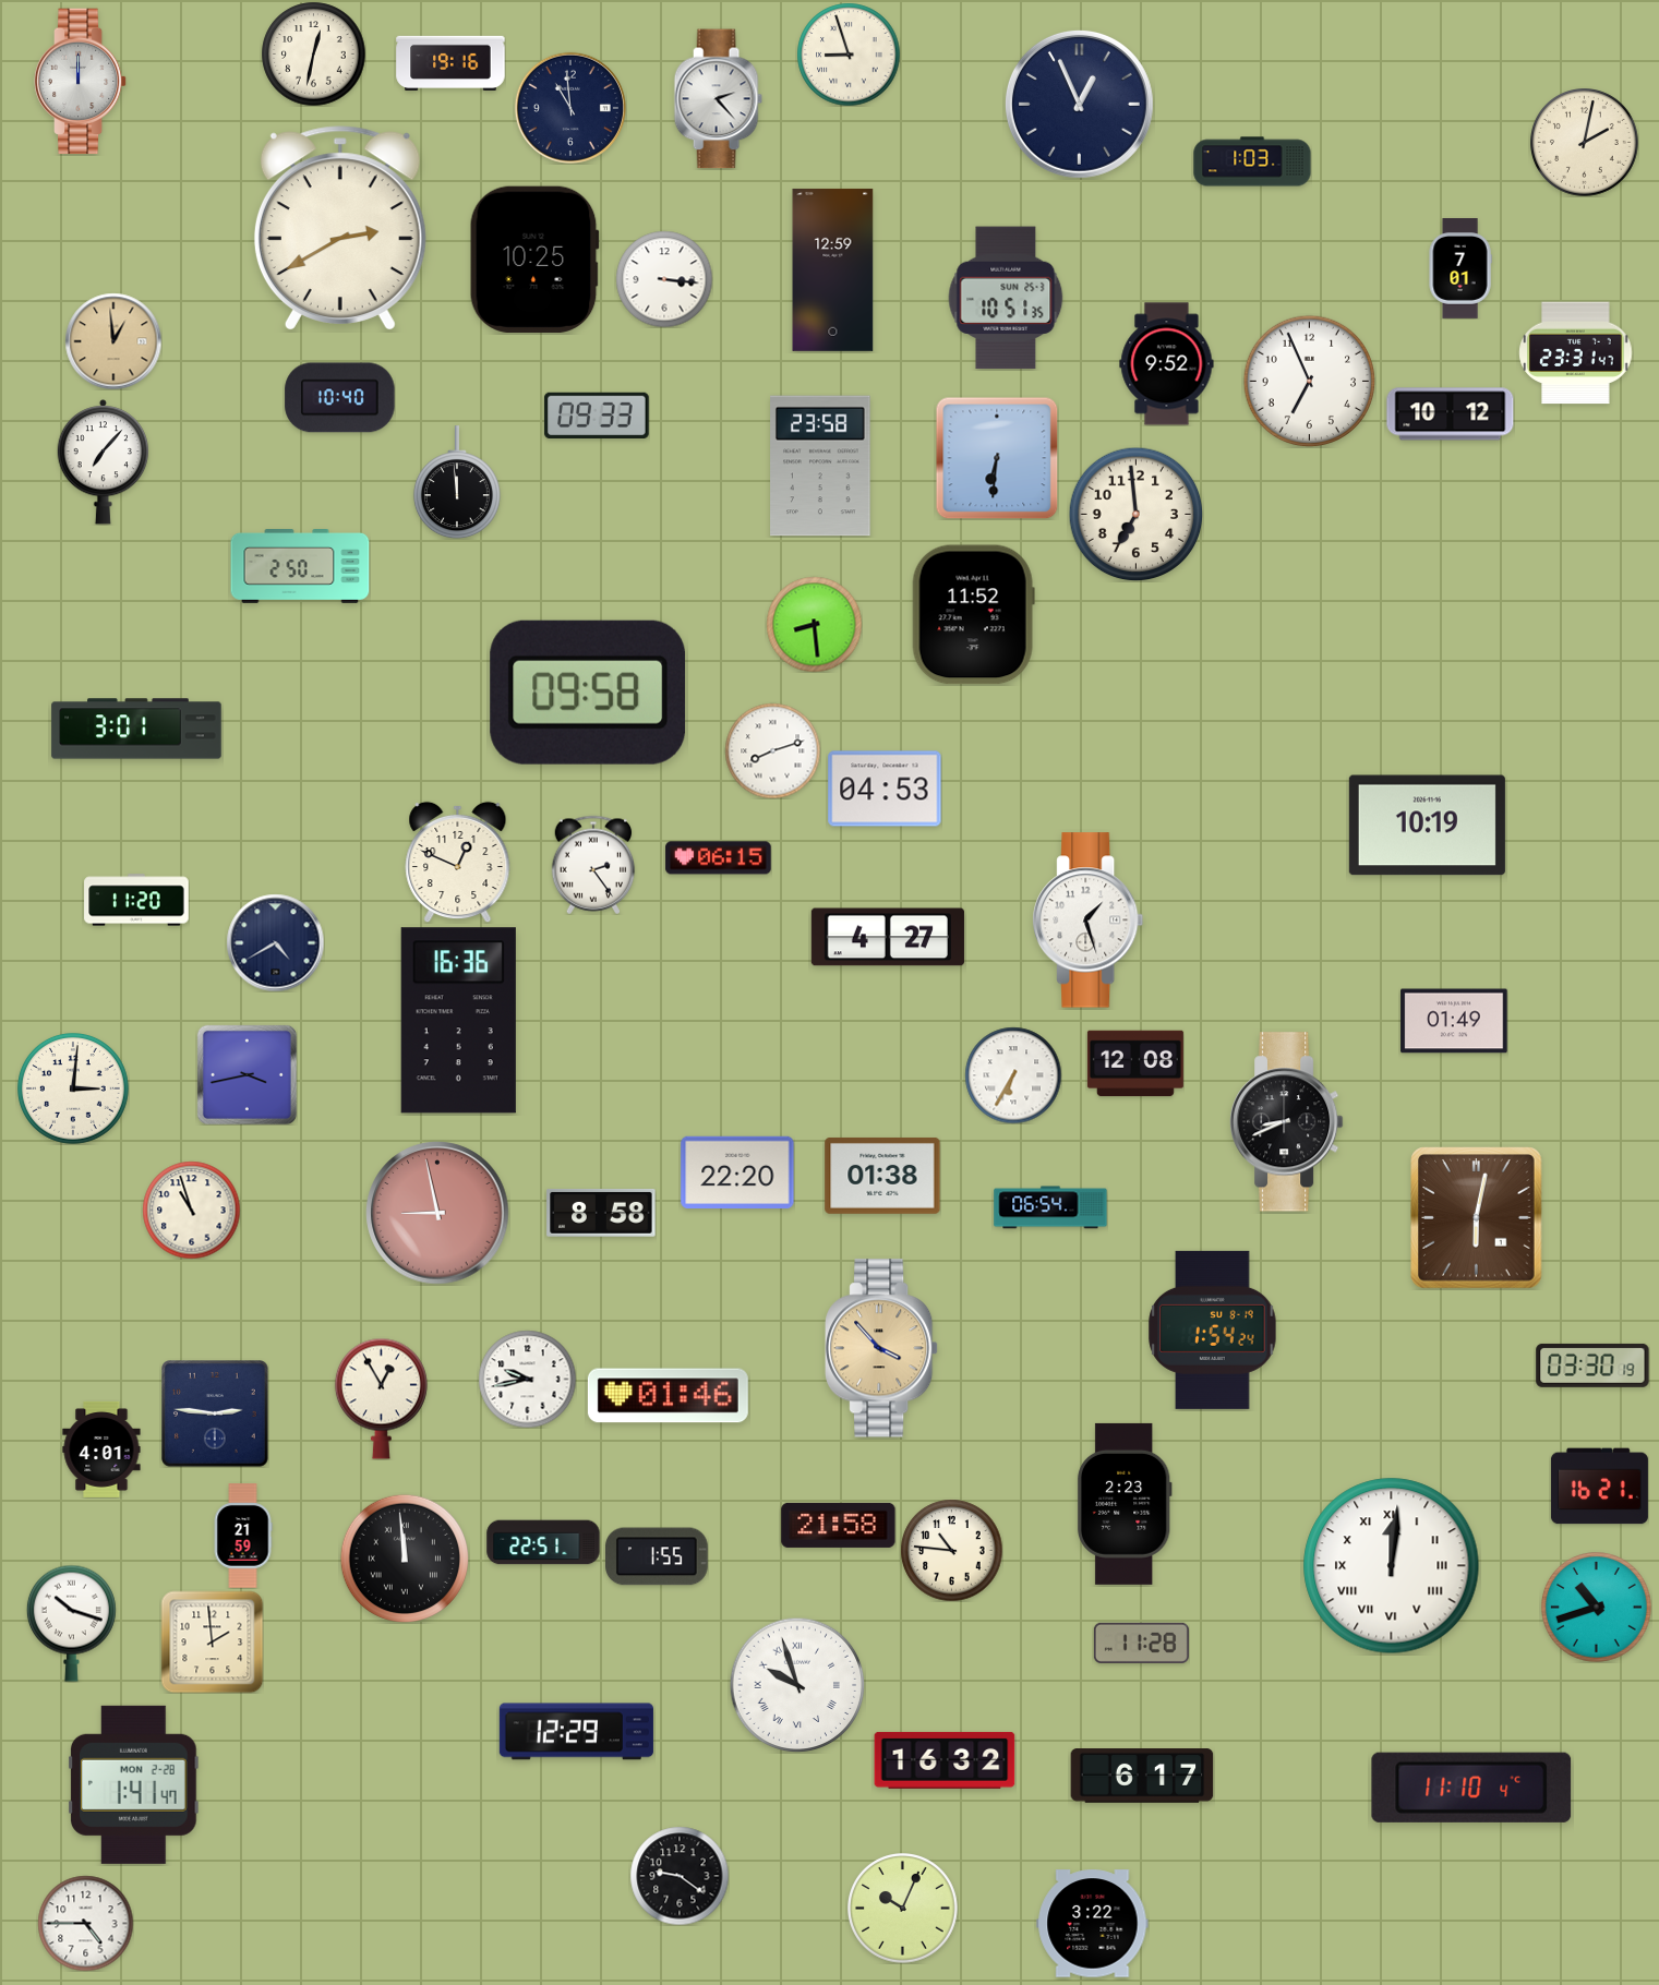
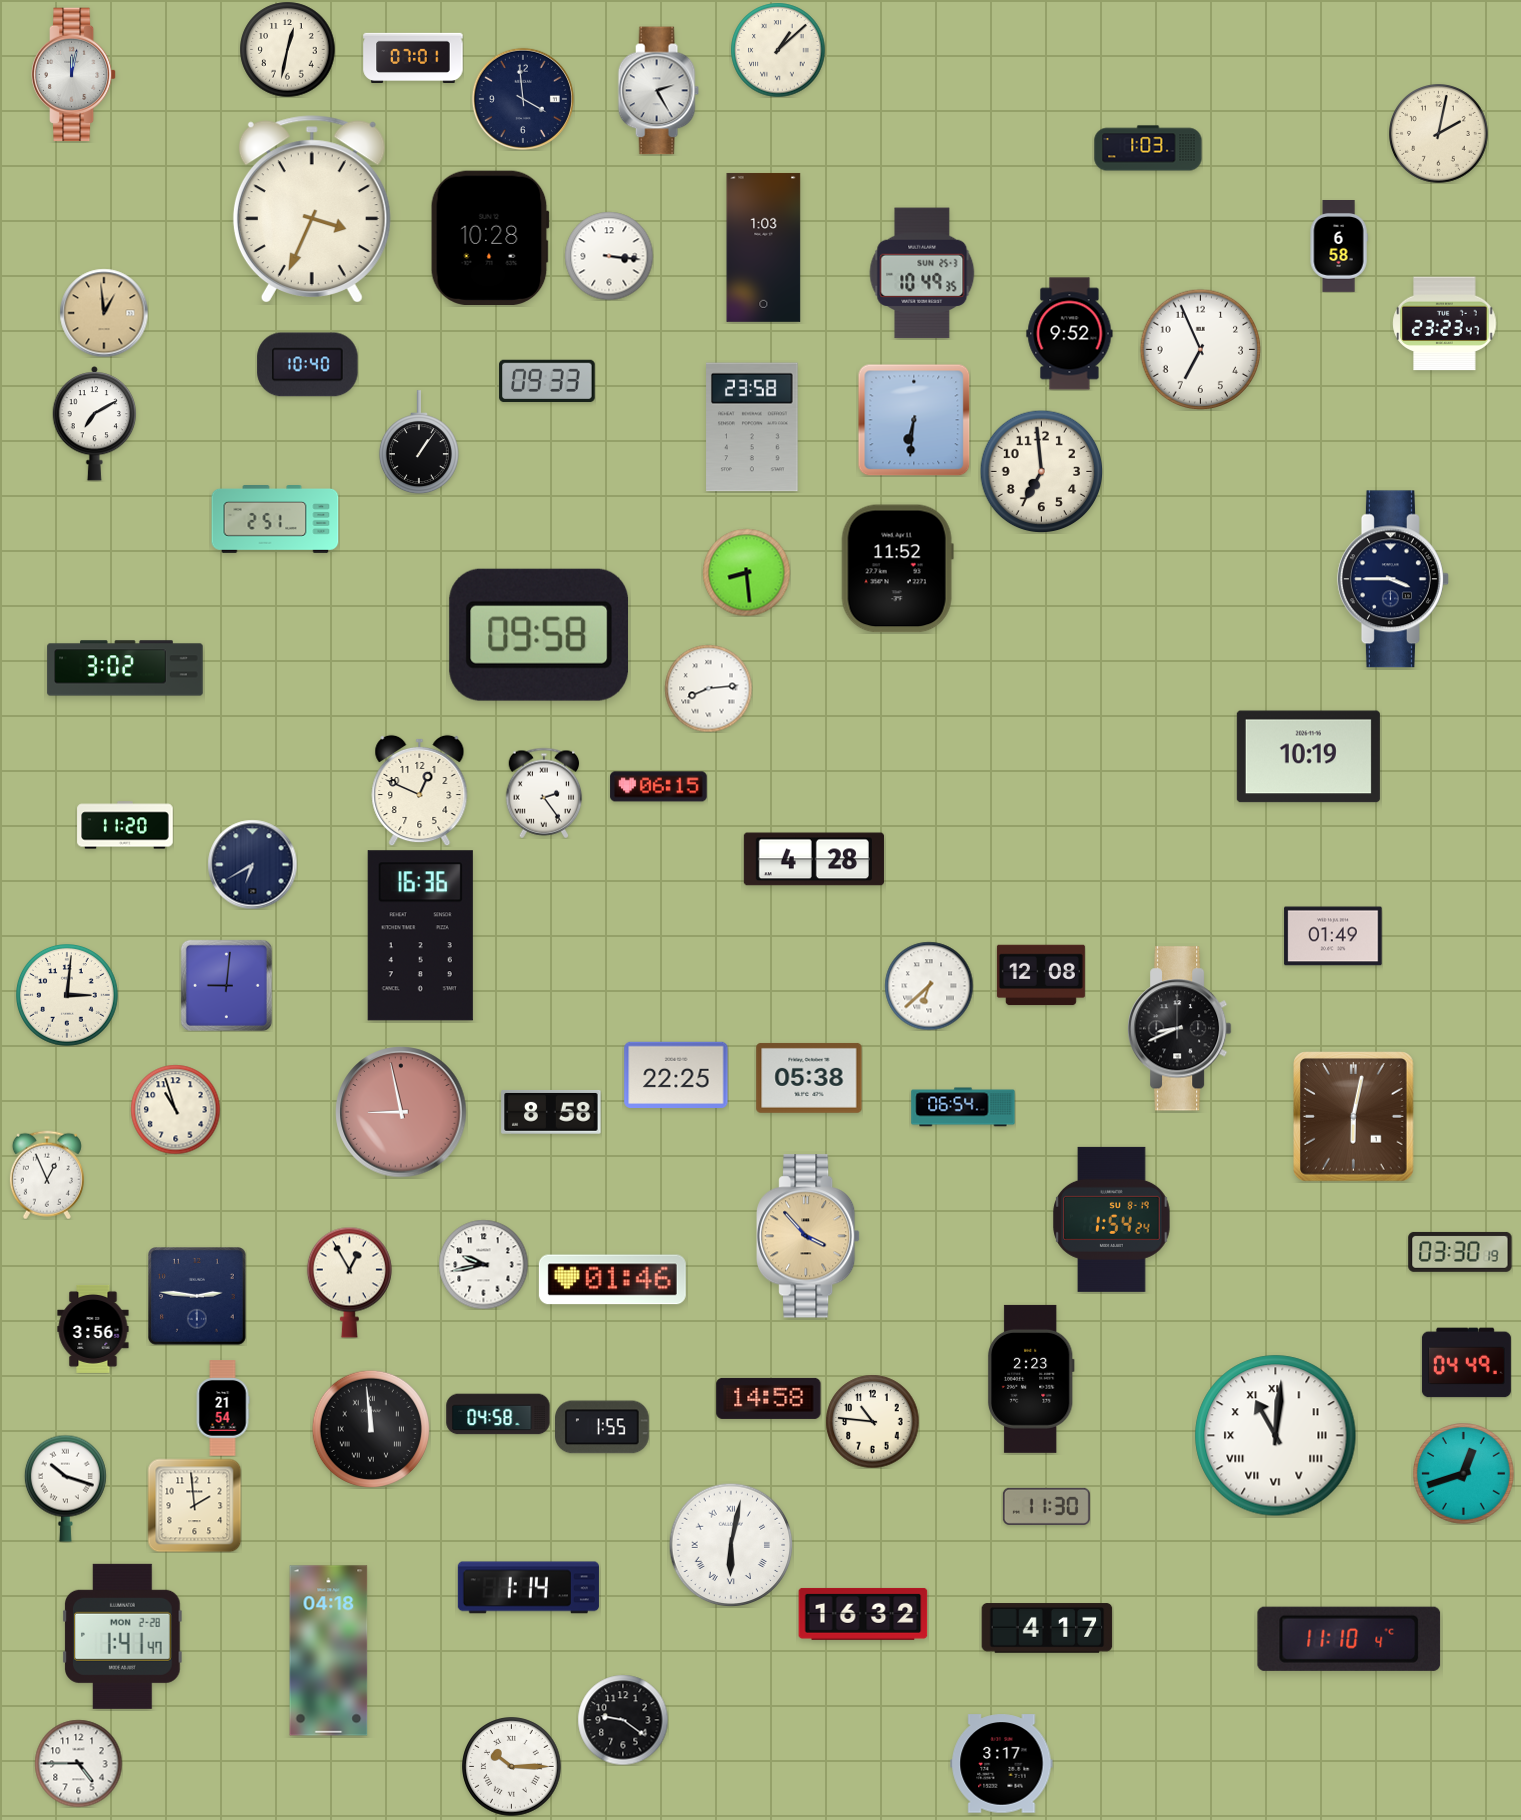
clock at (849, 55): 8:57 -> 1:08
clock at (450, 62): 19:16 -> 07:01
clock at (81, 82): 12:00 -> 12:02
clock at (718, 99): 2:23 -> 2:25
clock at (1079, 104): 12:56 -> none
clock at (570, 108): 10:59 -> 3:59
clock at (1585, 143) position: (1585, 143) -> (1439, 134)
clock at (340, 228): 2:40 -> 3:34
clock at (534, 258): 10:25 -> 10:28
clock at (833, 269): 12:59 -> 1:03
clock at (1460, 269): 7:01 -> 6:58
clock at (1006, 298): 10:51 -> 10:49
clock at (1576, 353): 23:31 -> 23:23
clock at (340, 398) position: (340, 398) -> (308, 365)
clock at (1451, 414): 10:12 -> none
clock at (104, 462): 7:07 -> 7:10
clock at (457, 482): 11:59 -> 1:06
clock at (300, 567): 2:50 -> 2:51
clock at (973, 615) position: (973, 615) -> (897, 569)
clock at (1393, 579): none -> 3:45
clock at (136, 729): 3:01 -> 3:02
clock at (772, 750): 8:12 -> 8:14
clock at (885, 789): 04:53 -> none
clock at (1089, 921): 1:27 -> none
clock at (888, 937): 4:27 -> 4:28
clock at (275, 942): 4:40 -> 6:40
clock at (247, 1074): 3:43 -> 9:01
clock at (1013, 1075): 6:35 -> 6:38
clock at (74, 1090) position: (74, 1090) -> (68, 996)
clock at (737, 1171): 22:20 -> 22:25
clock at (882, 1176): 01:38 -> 05:38
clock at (47, 1175): none -> 12:56
clock at (101, 1449): 4:01 -> 3:56
clock at (1599, 1487): 16:21 -> 04:49
clock at (839, 1525): 21:58 -> 14:58
clock at (243, 1536): 21:59 -> 21:54
clock at (543, 1542): 22:51 -> 04:58
clock at (1392, 1566): 12:01 -> 11:01
clock at (1597, 1608): 10:42 -> 12:42
clock at (1141, 1643): 11:28 -> 11:30
clock at (797, 1685): 9:57 -> 6:02
clock at (576, 1732): 12:29 -> 1:14
clock at (945, 1760) position: (945, 1760) -> (863, 1614)
clock at (1142, 1776): 6:17 -> 4:17
clock at (329, 1651): none -> 04:18
clock at (903, 1909): 10:04 -> none
clock at (1093, 1924): 3:22 -> 3:17
clock at (512, 1767): none -> 10:15
